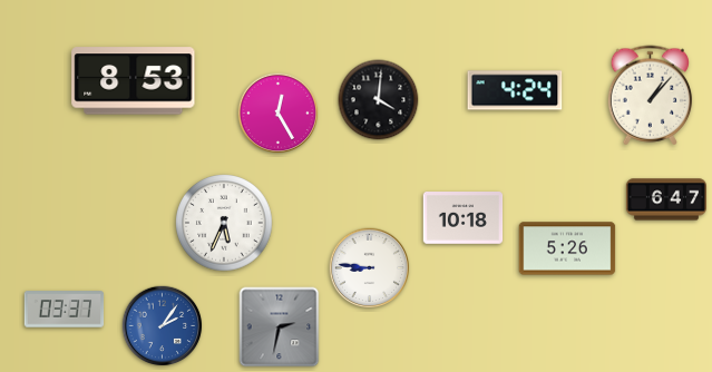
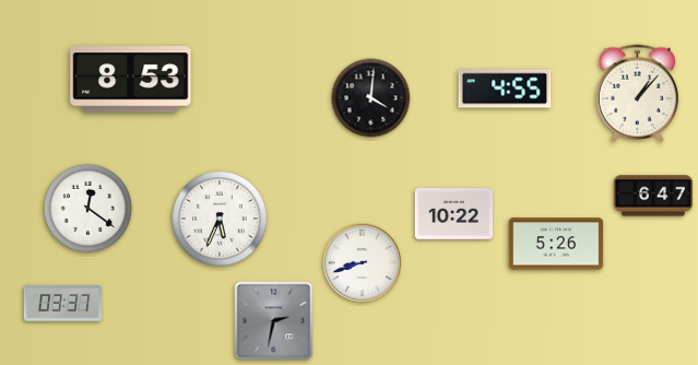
clock at (515, 90): 4:24 -> 4:55
clock at (279, 114): 12:25 -> none
clock at (87, 208): none -> 12:21
clock at (464, 218): 10:18 -> 10:22
clock at (370, 268): 8:46 -> 8:42
clock at (163, 326): 2:06 -> none
